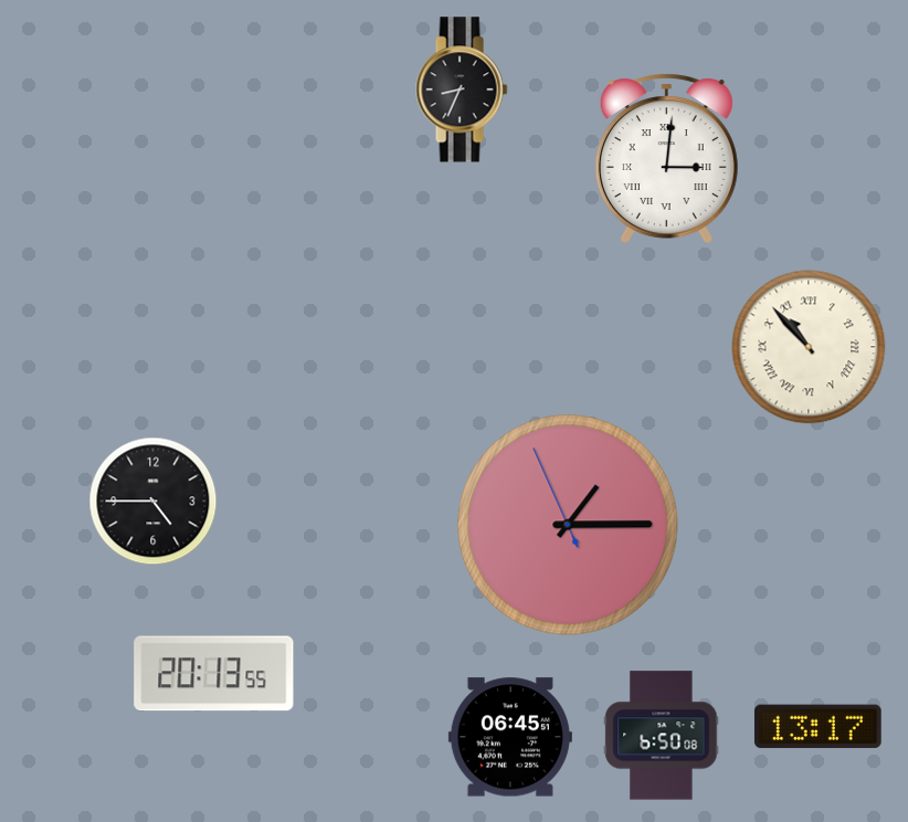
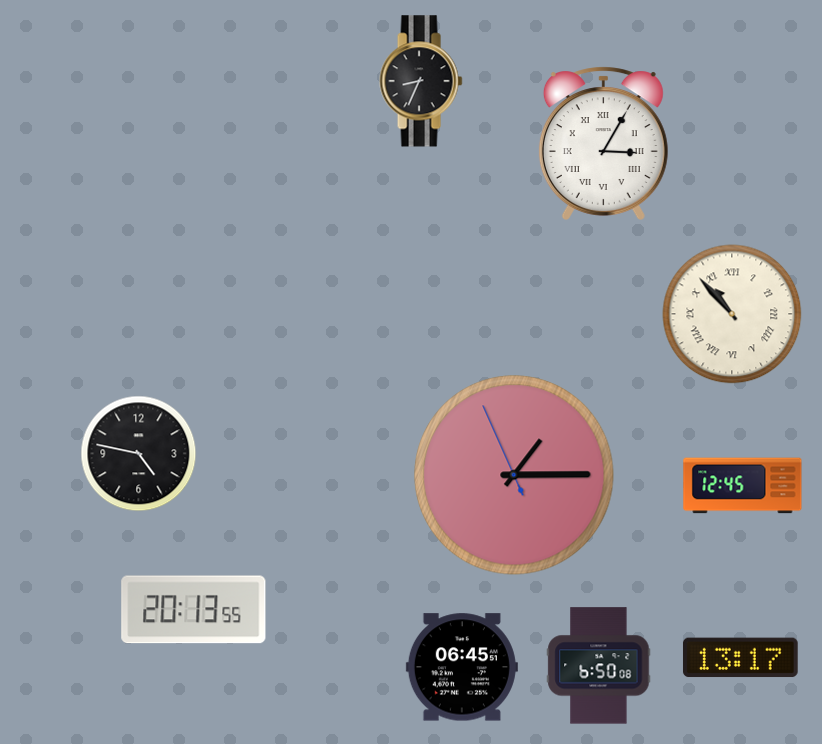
clock at (462, 89) position: (462, 89) -> (421, 81)
clock at (666, 158): 3:01 -> 3:05
clock at (154, 502): 4:45 -> 4:47
clock at (743, 486): none -> 12:45
